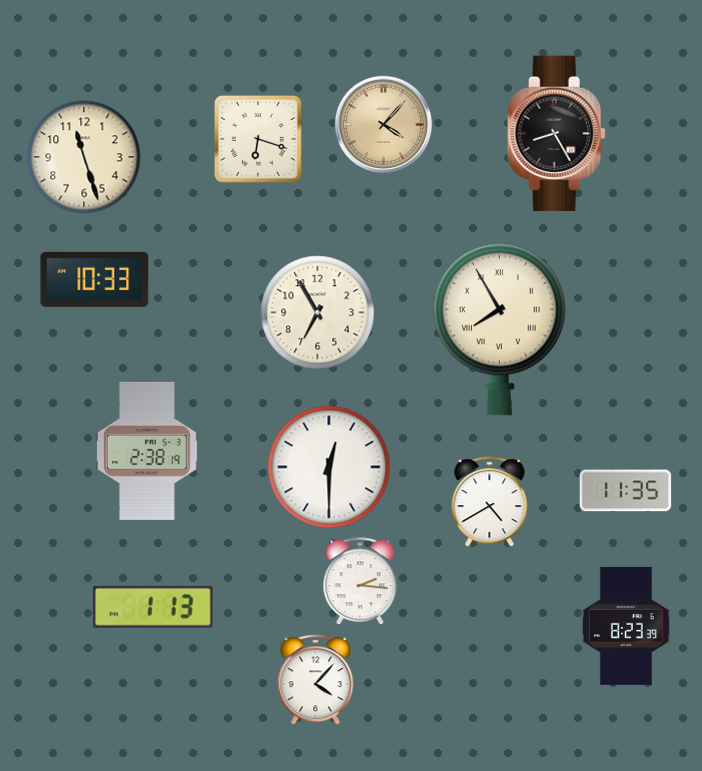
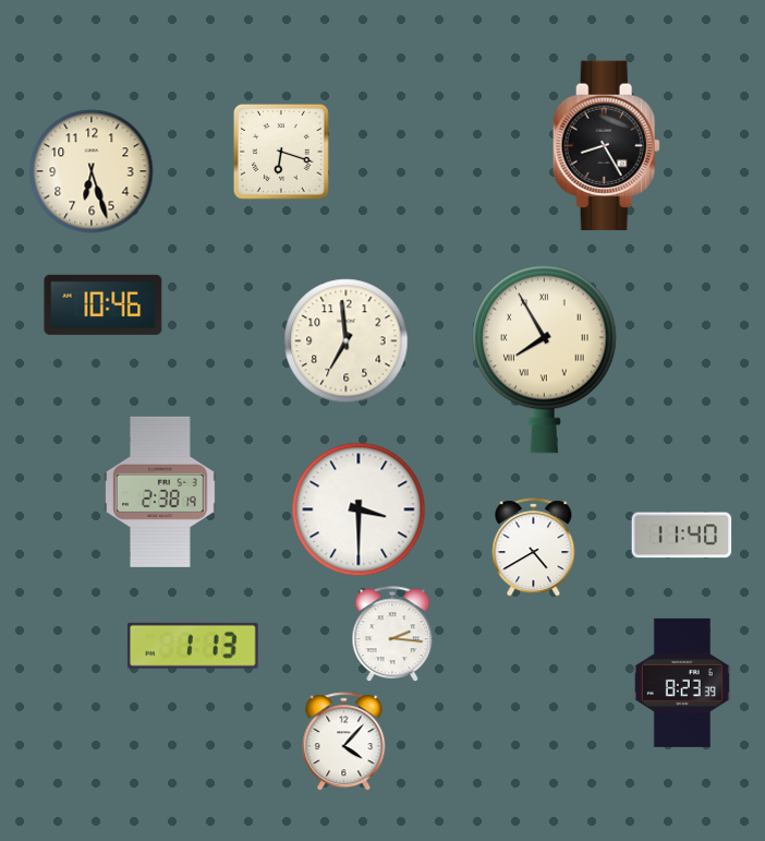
clock at (383, 124): 4:07 -> none
clock at (84, 157): 11:27 -> 6:27
clock at (95, 279): 10:33 -> 10:46
clock at (318, 313): 6:55 -> 6:59
clock at (329, 467): 12:30 -> 3:30
clock at (626, 491): 11:35 -> 11:40
clock at (153, 607) position: (153, 607) -> (193, 646)
